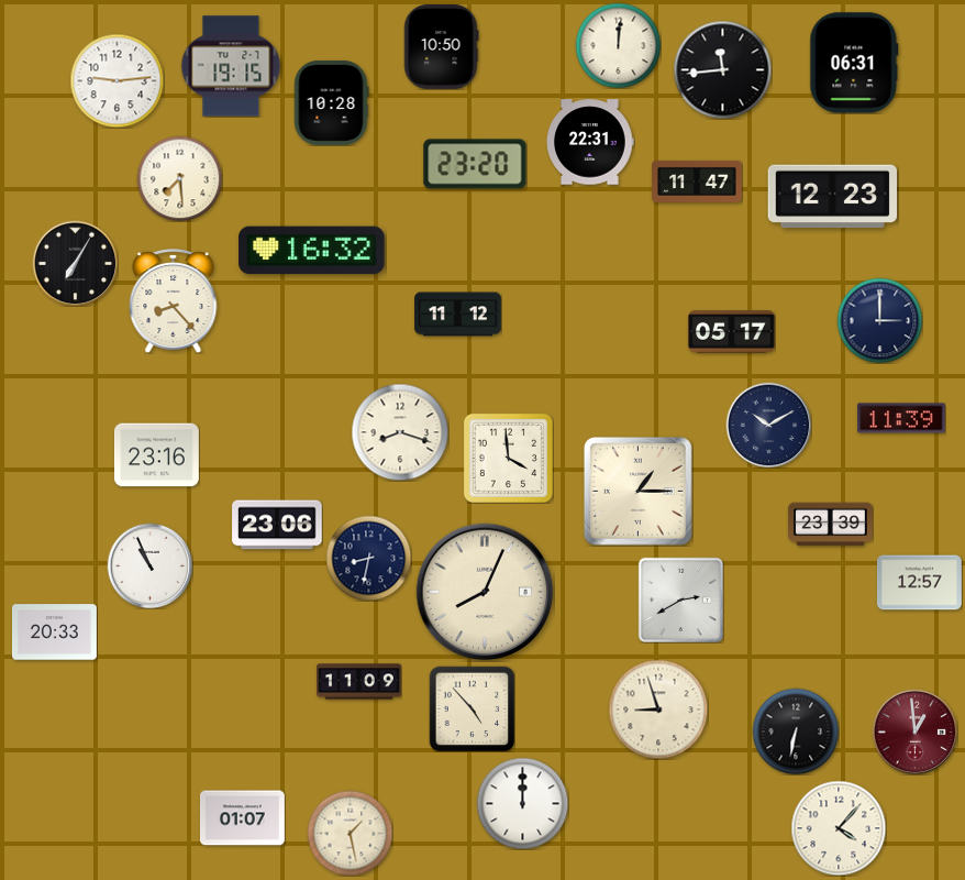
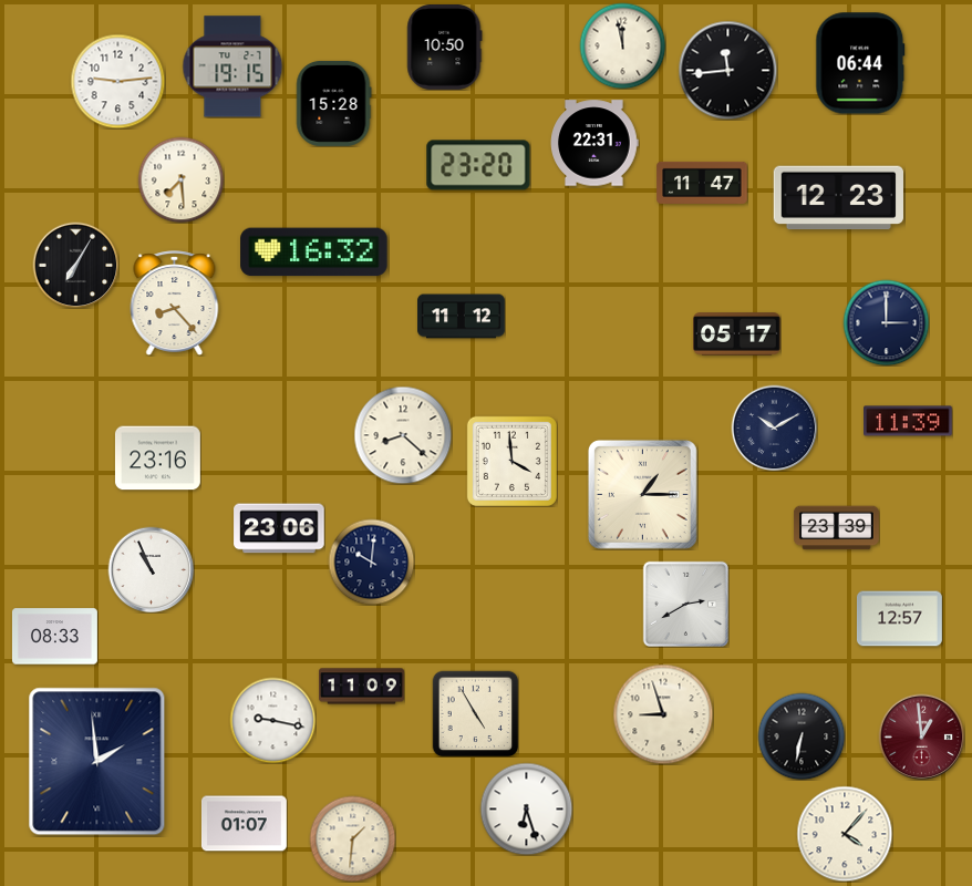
clock at (618, 45): 12:01 -> 11:58
clock at (854, 63): 06:31 -> 06:44
clock at (331, 102): 10:28 -> 15:28
clock at (400, 432): 8:18 -> 8:22
clock at (368, 558): 8:32 -> 10:01
clock at (919, 583) position: (919, 583) -> (899, 619)
clock at (485, 592): 8:04 -> none
clock at (54, 632): 20:33 -> 08:33
clock at (472, 708): 4:53 -> 4:55
clock at (272, 720): none -> 9:17
clock at (97, 762): none -> 1:59
clock at (522, 803): 12:00 -> 6:27
clock at (350, 833): 1:28 -> 1:31
